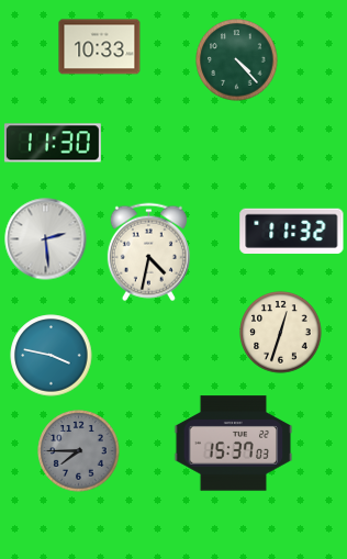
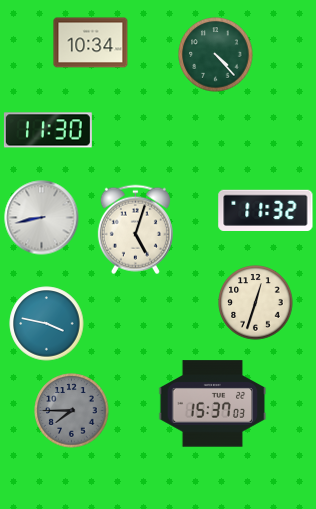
clock at (100, 47): 10:33 -> 10:34
clock at (46, 239): 2:29 -> 8:43
clock at (148, 253): 4:32 -> 5:03
